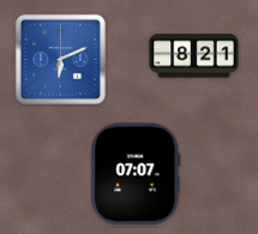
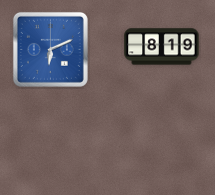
clock at (194, 56): 8:21 -> 8:19
clock at (136, 174): 07:07 -> none
